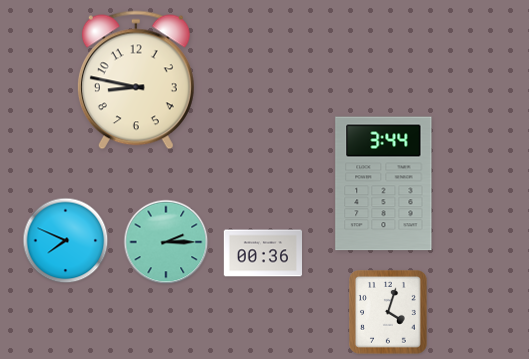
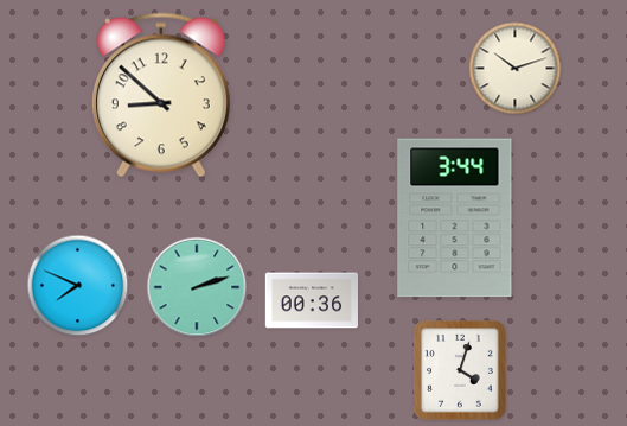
clock at (516, 69): none -> 10:12
clock at (136, 80): 8:47 -> 8:52
clock at (166, 242): 2:15 -> 2:12
